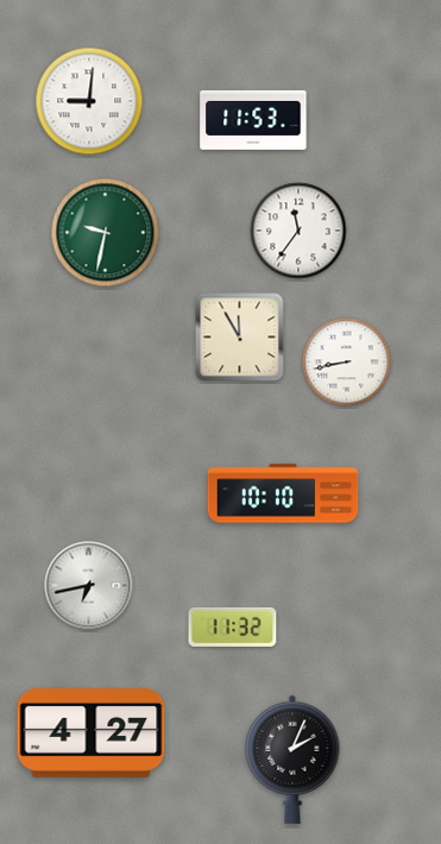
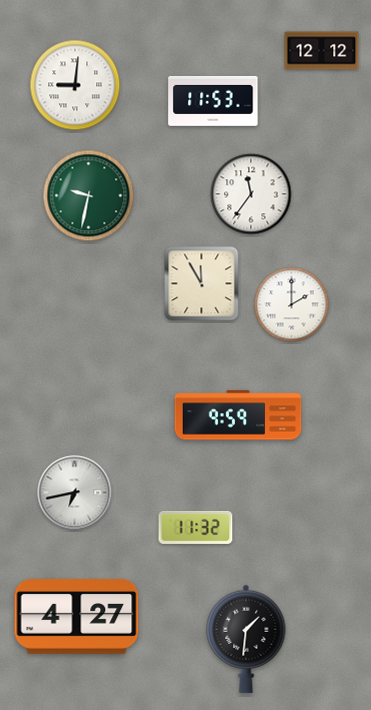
clock at (322, 51): none -> 12:12
clock at (347, 363): 8:43 -> 2:00
clock at (283, 493): 10:10 -> 9:59
clock at (292, 760): 2:04 -> 1:31
